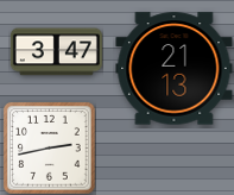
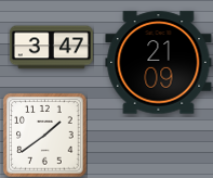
clock at (175, 69): 21:13 -> 21:09
clock at (49, 147): 2:43 -> 1:39
